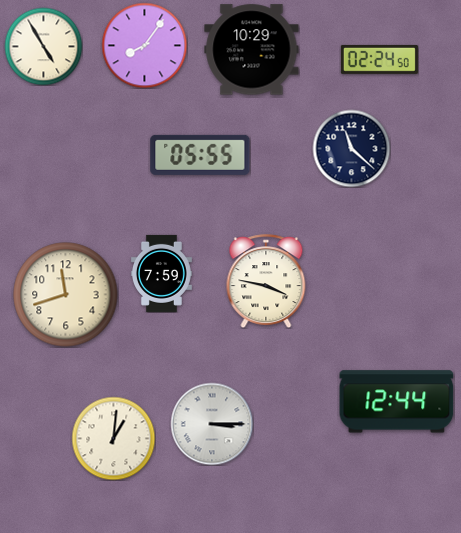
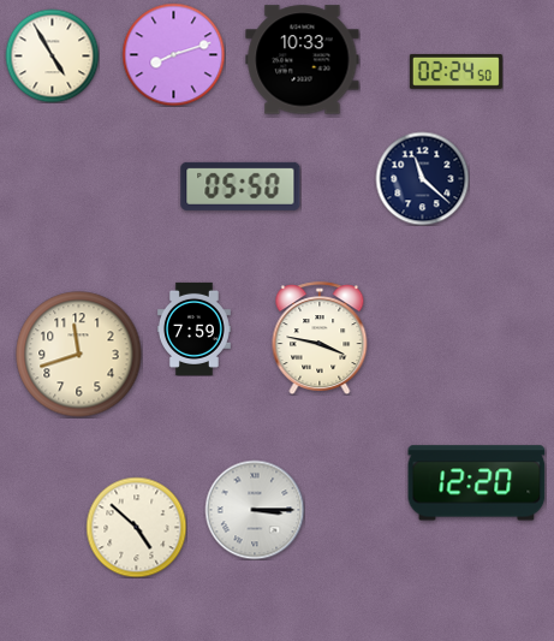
clock at (144, 45): 8:06 -> 8:12
clock at (252, 50): 10:29 -> 10:33
clock at (200, 155): 05:55 -> 05:50
clock at (397, 402): 12:44 -> 12:20
clock at (113, 438): 1:01 -> 4:52
